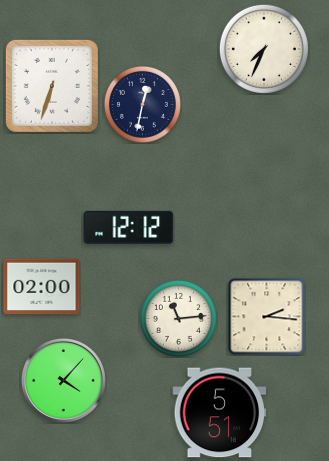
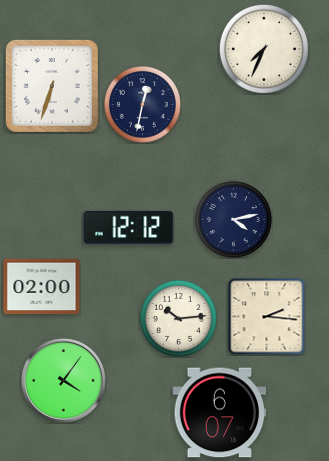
clock at (233, 219): none -> 4:13
clock at (178, 318): 11:14 -> 10:14
clock at (63, 380): 4:07 -> 4:06
clock at (220, 413): 5:51 -> 6:07
